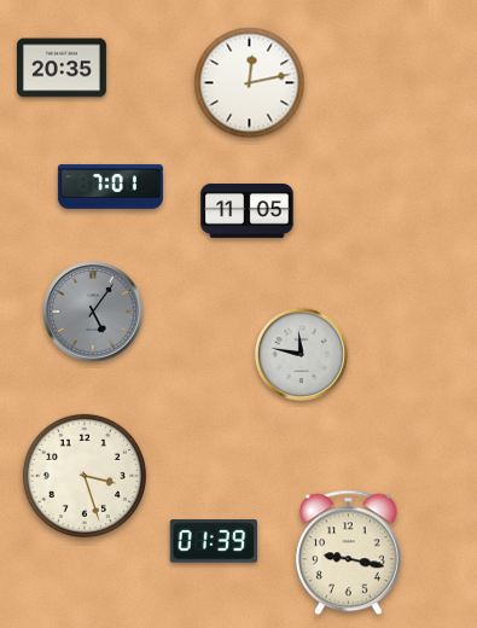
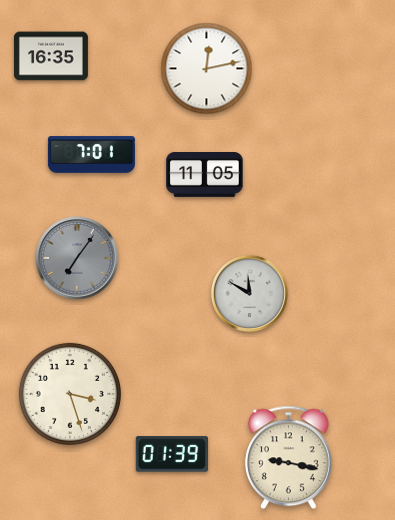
clock at (62, 68): 20:35 -> 16:35
clock at (93, 312): 5:06 -> 7:06
clock at (301, 354): 11:47 -> 11:50
clock at (213, 541) position: (213, 541) -> (171, 454)
